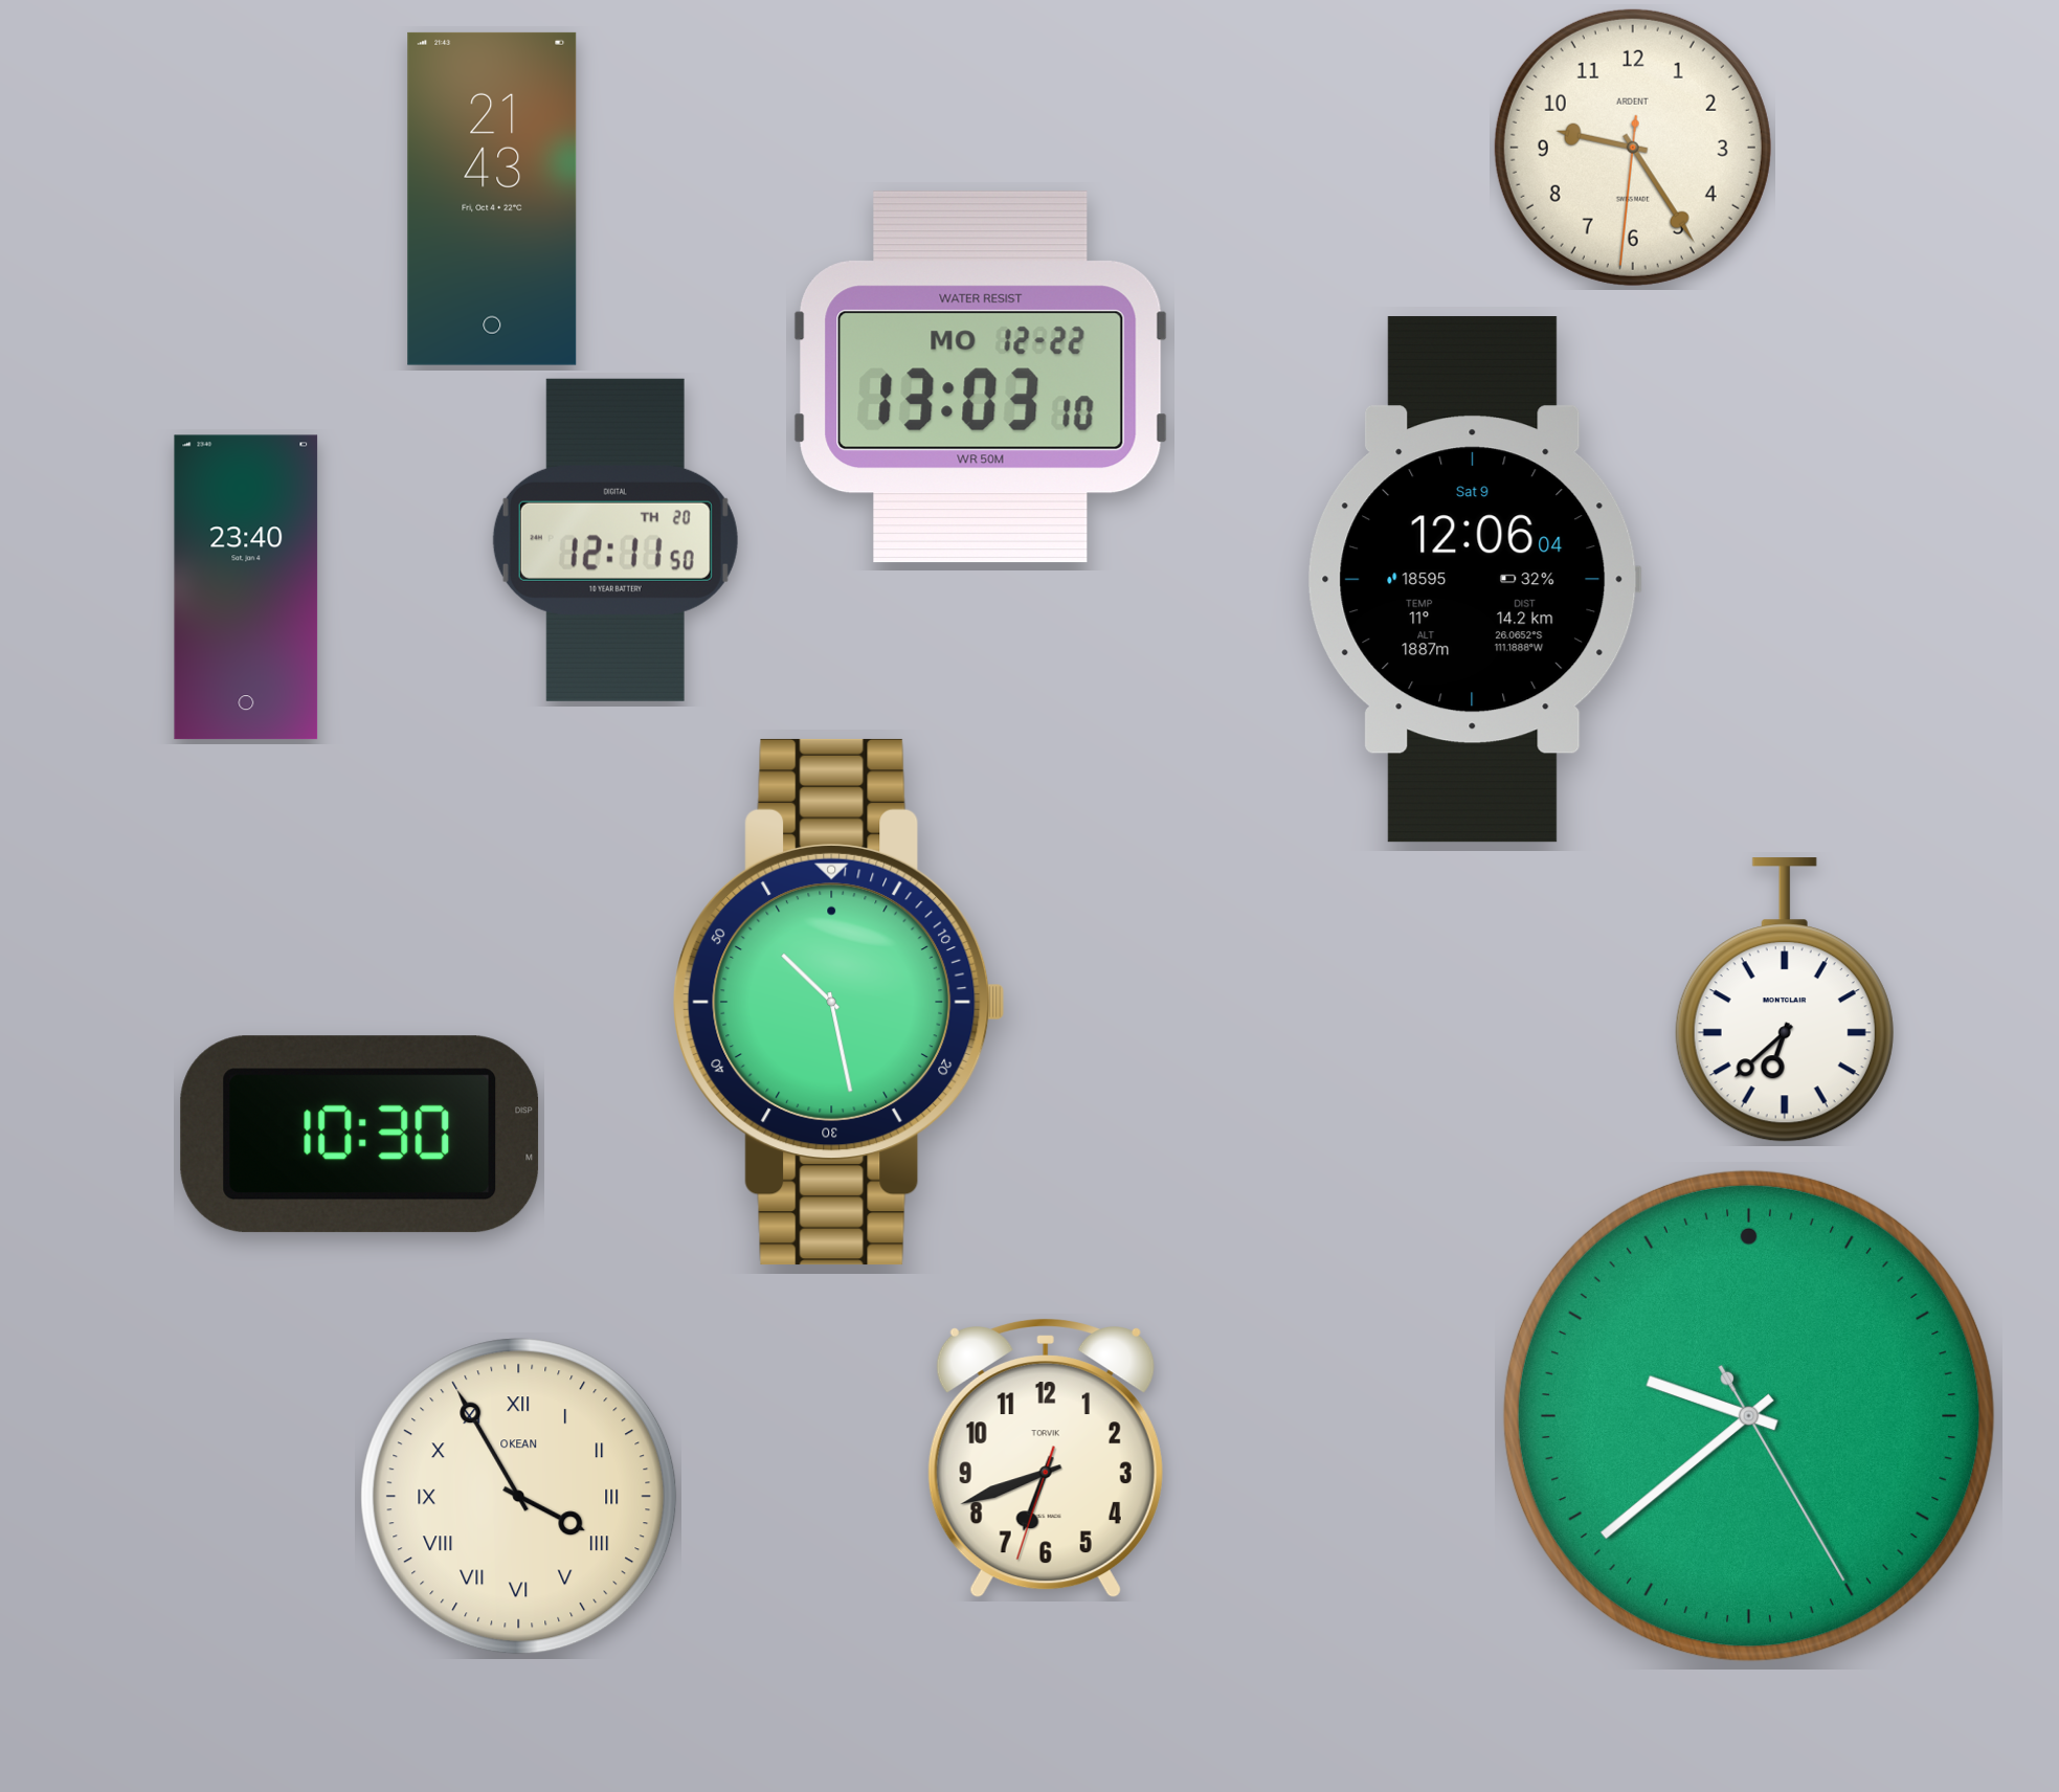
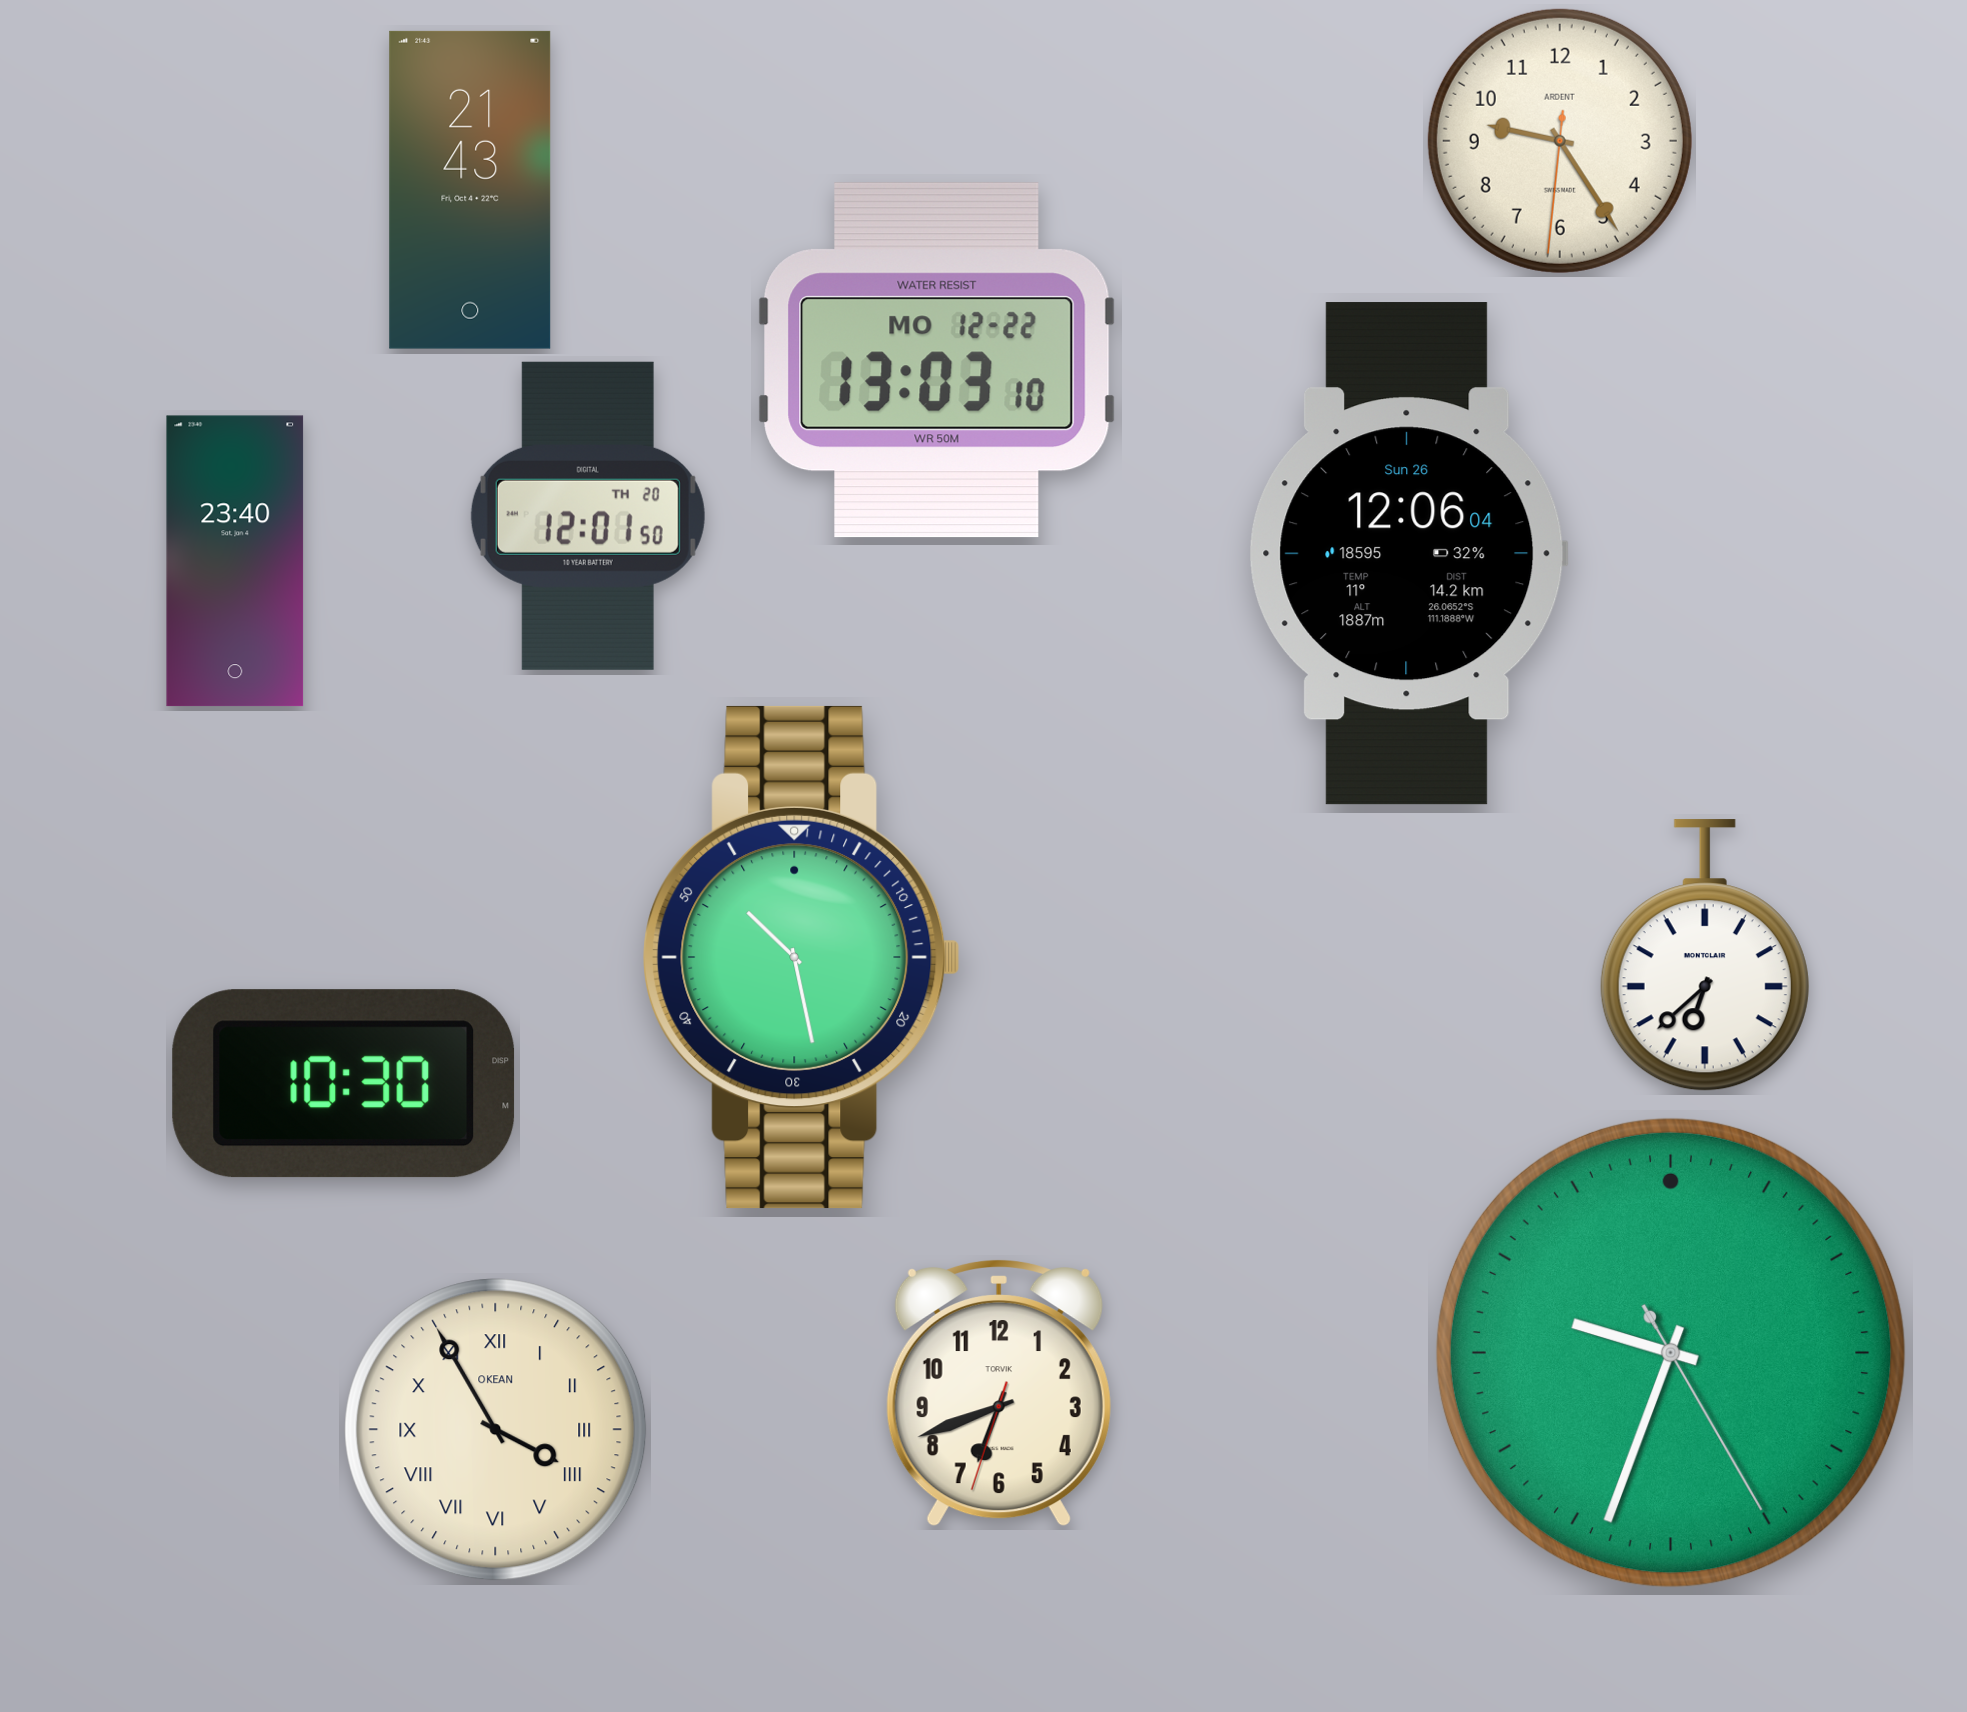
clock at (616, 540): 12:11 -> 12:01
clock at (1474, 580) date: Sat 9 -> Sun 26
clock at (1749, 1416): 9:38 -> 9:33
